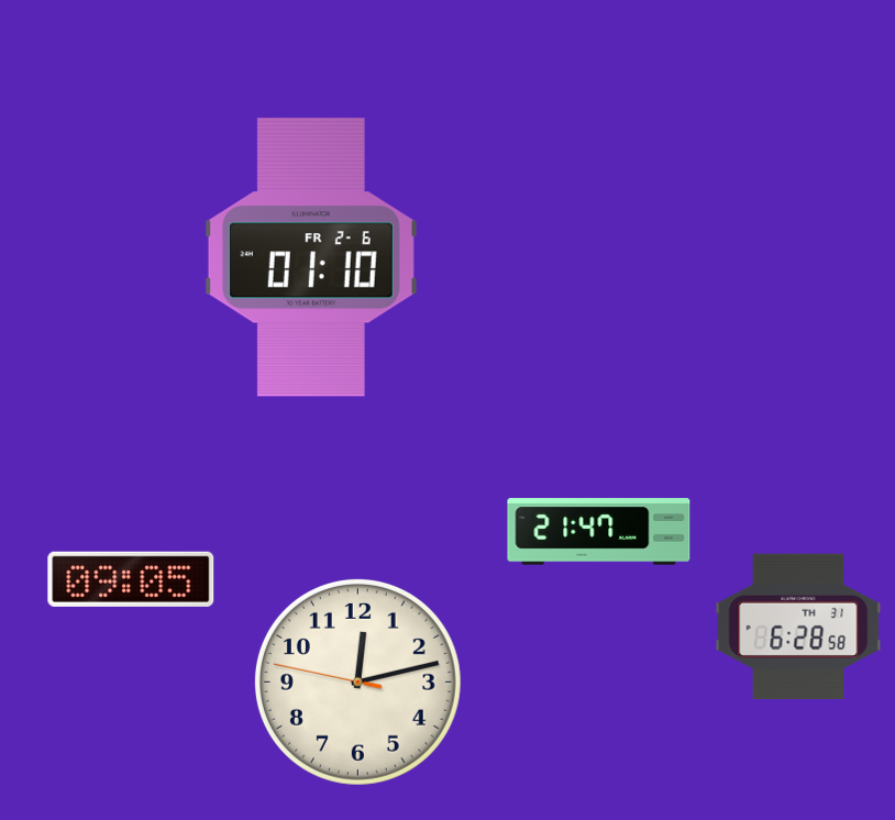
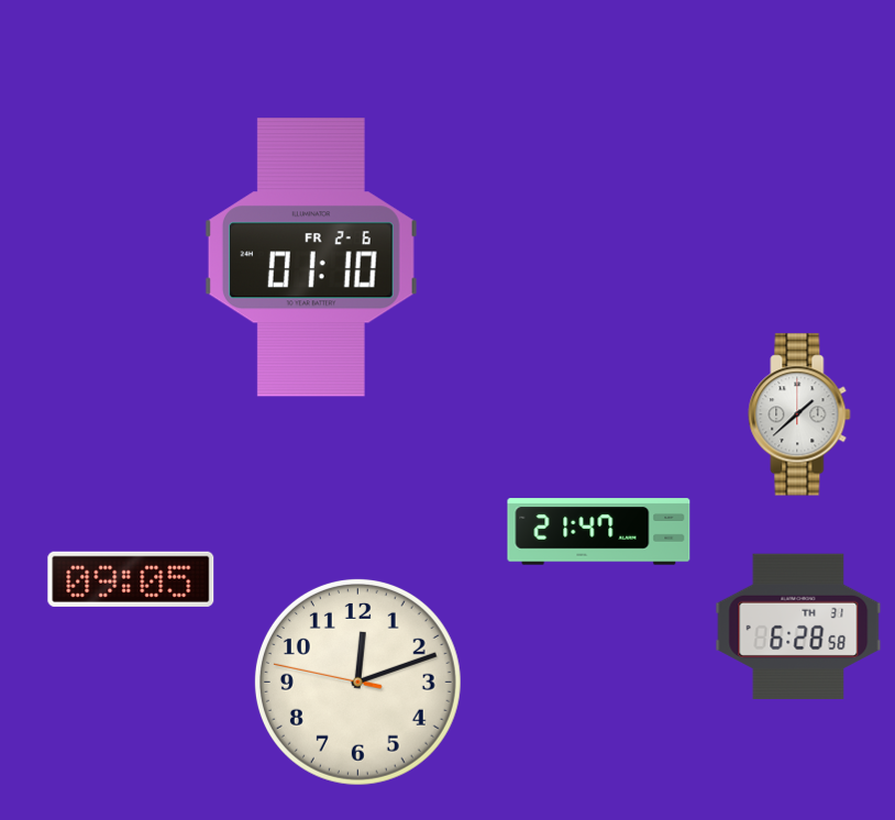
clock at (799, 414): none -> 1:38
clock at (357, 682): 12:12 -> 12:11
